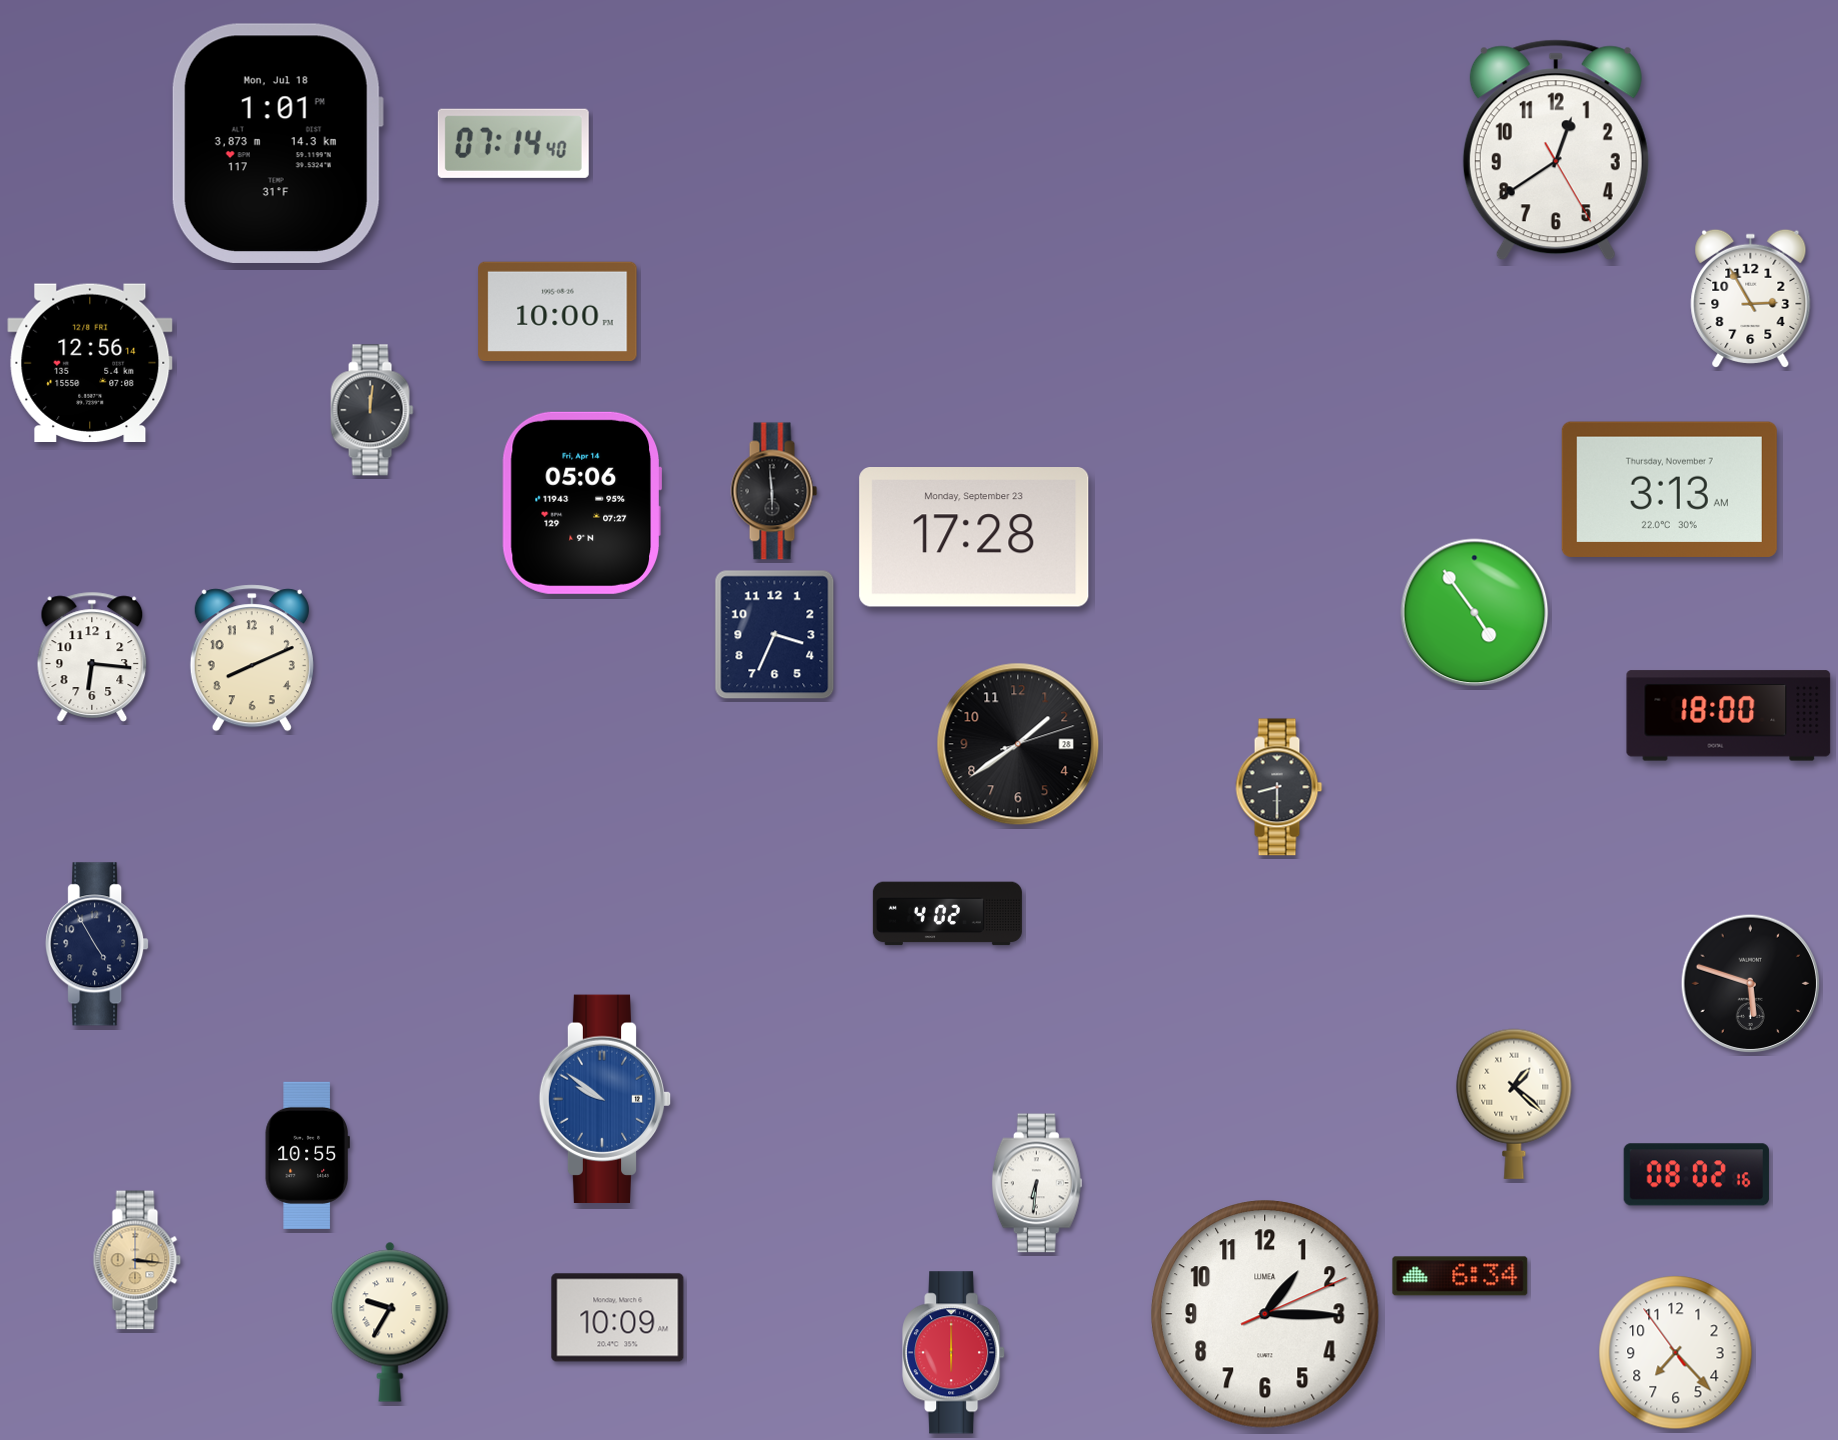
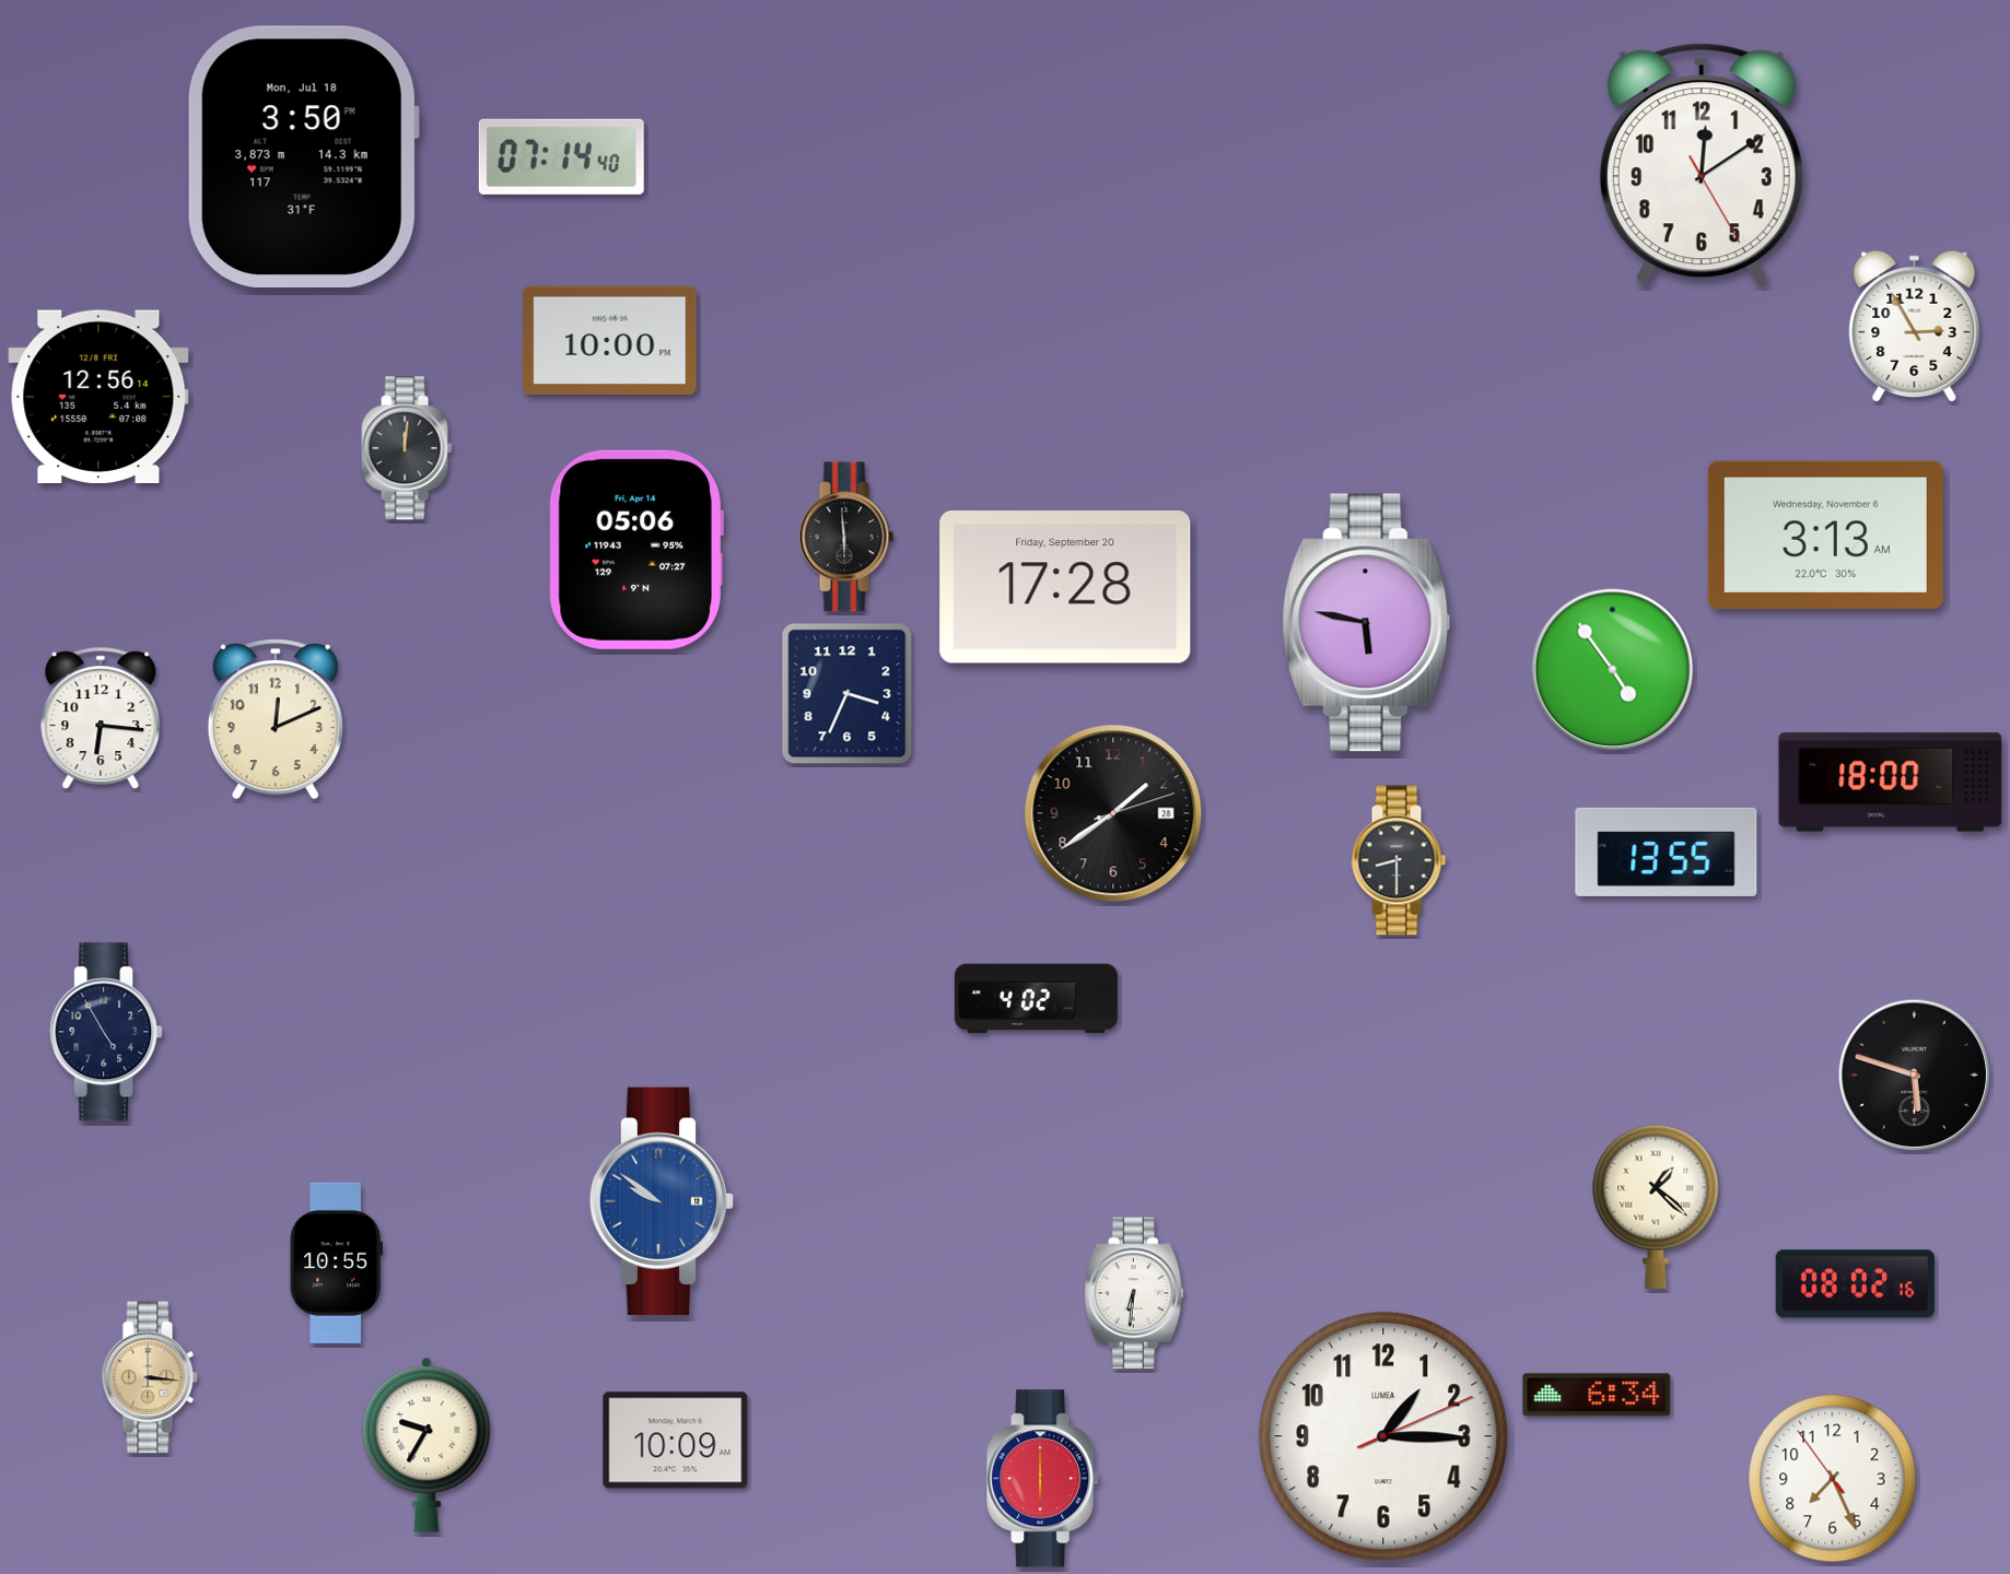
clock at (277, 143): 1:01 -> 3:50
clock at (1556, 150): 12:39 -> 12:09
clock at (1669, 489) date: Thursday, November 7 -> Wednesday, November 6
clock at (974, 538) date: Monday, September 23 -> Friday, September 20
clock at (1367, 623): none -> 5:47
clock at (252, 658): 8:11 -> 12:11
clock at (1667, 851): none -> 13:55
clock at (1676, 1353): 7:22 -> 7:25
